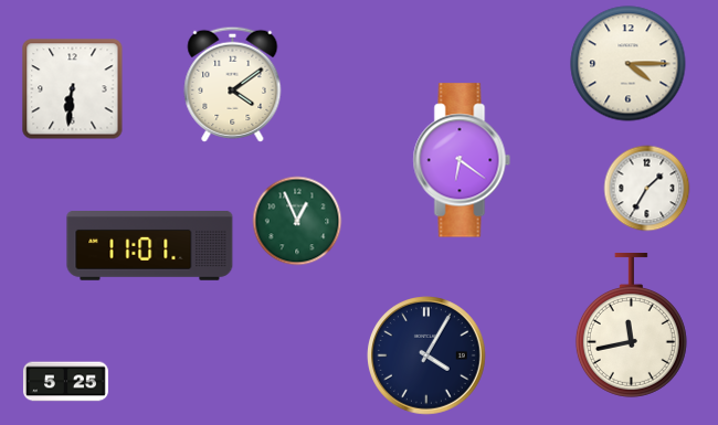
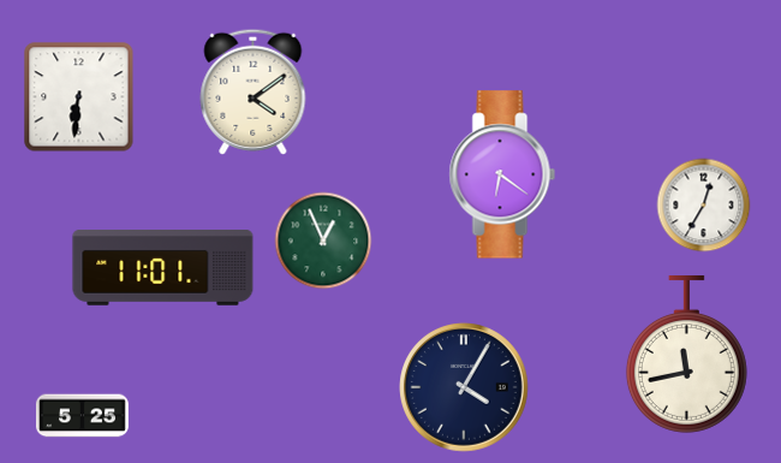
clock at (629, 64): 4:15 -> none
clock at (646, 188): 1:35 -> 12:35
clock at (65, 382) position: (65, 382) -> (82, 416)
